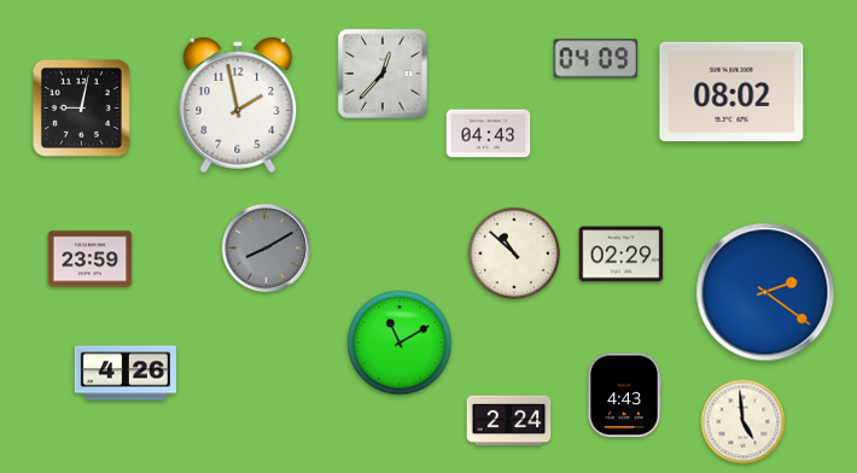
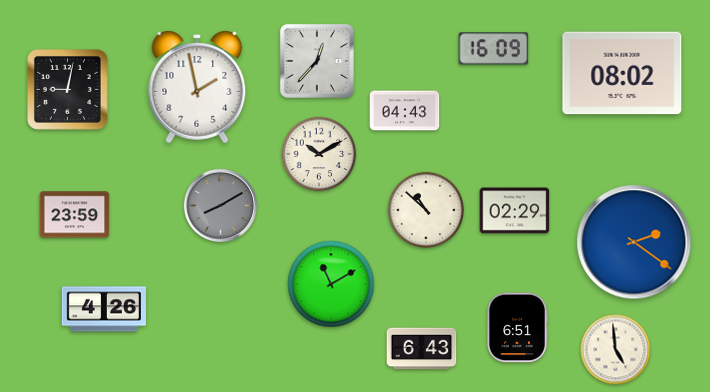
clock at (596, 59): 04:09 -> 16:09
clock at (731, 92) position: (731, 92) -> (622, 73)
clock at (319, 154): none -> 10:10
clock at (624, 396): 4:43 -> 6:51
clock at (509, 421): 2:24 -> 6:43
